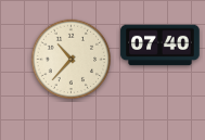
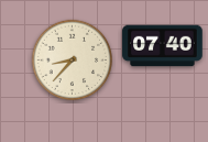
clock at (72, 60): 10:37 -> 8:37
